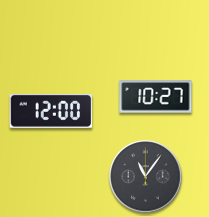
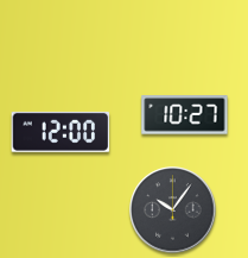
clock at (146, 177): 11:06 -> 10:06
